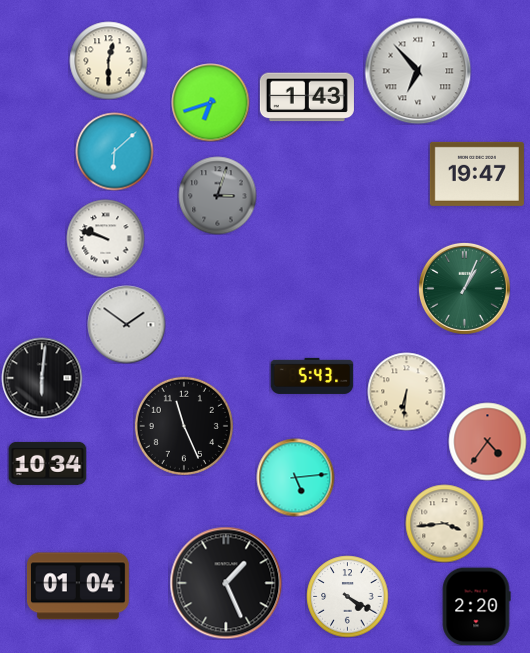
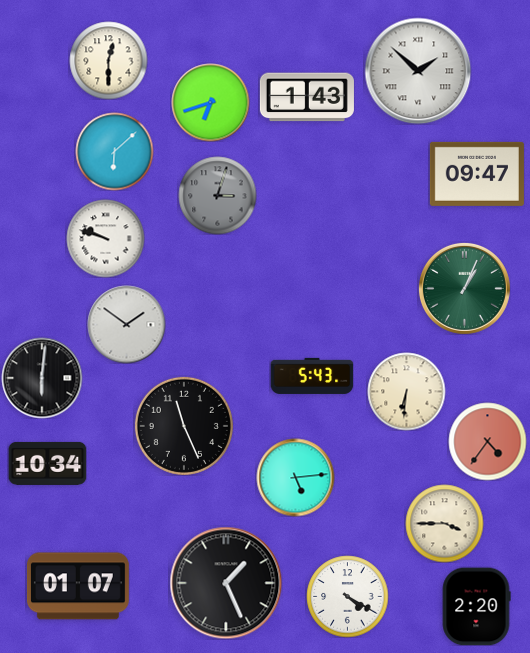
clock at (418, 71): 6:53 -> 1:52
clock at (477, 174): 19:47 -> 09:47
clock at (444, 523): 3:44 -> 3:45
clock at (78, 586): 01:04 -> 01:07
